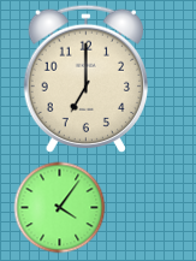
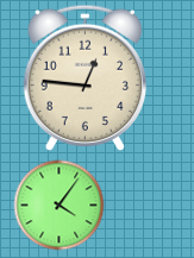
clock at (85, 78): 7:00 -> 12:46
